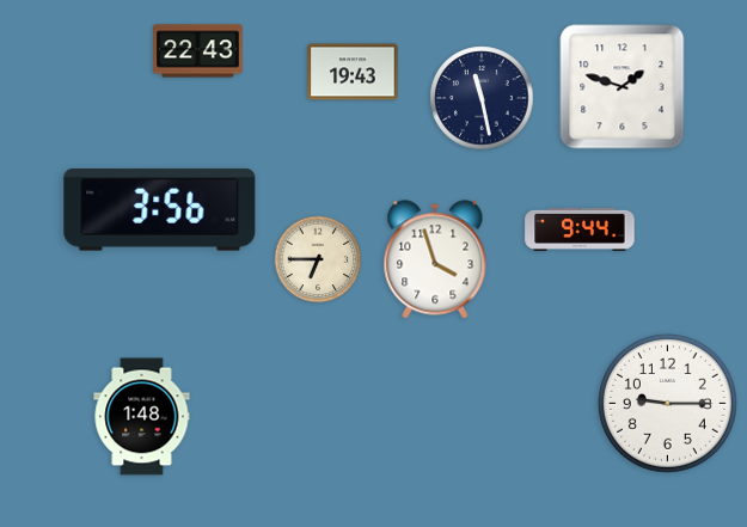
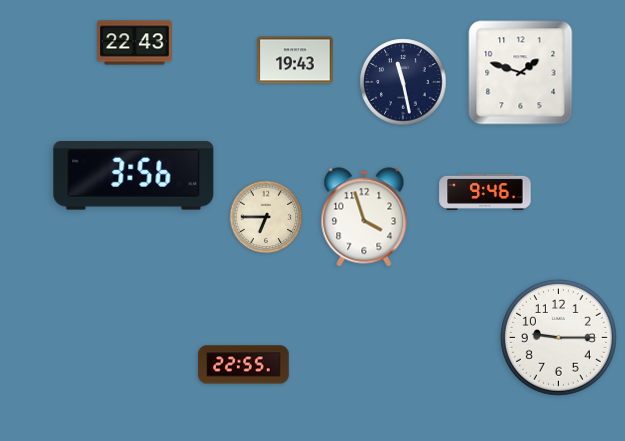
clock at (198, 51) position: (198, 51) -> (135, 43)
clock at (580, 229): 9:44 -> 9:46
clock at (142, 417): 1:48 -> none
clock at (244, 365): none -> 22:55
